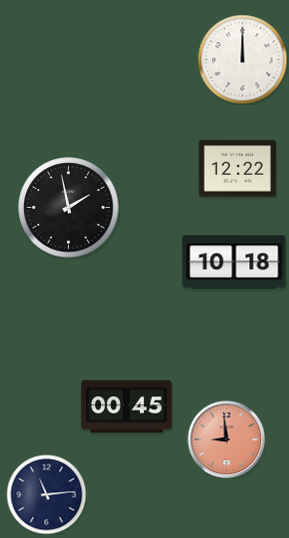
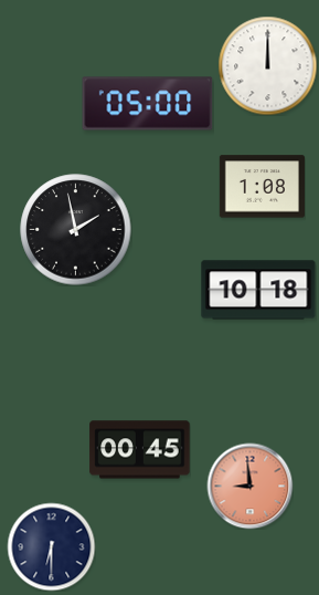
clock at (148, 104): none -> 05:00
clock at (237, 169): 12:22 -> 1:08
clock at (46, 494): 11:14 -> 6:30
